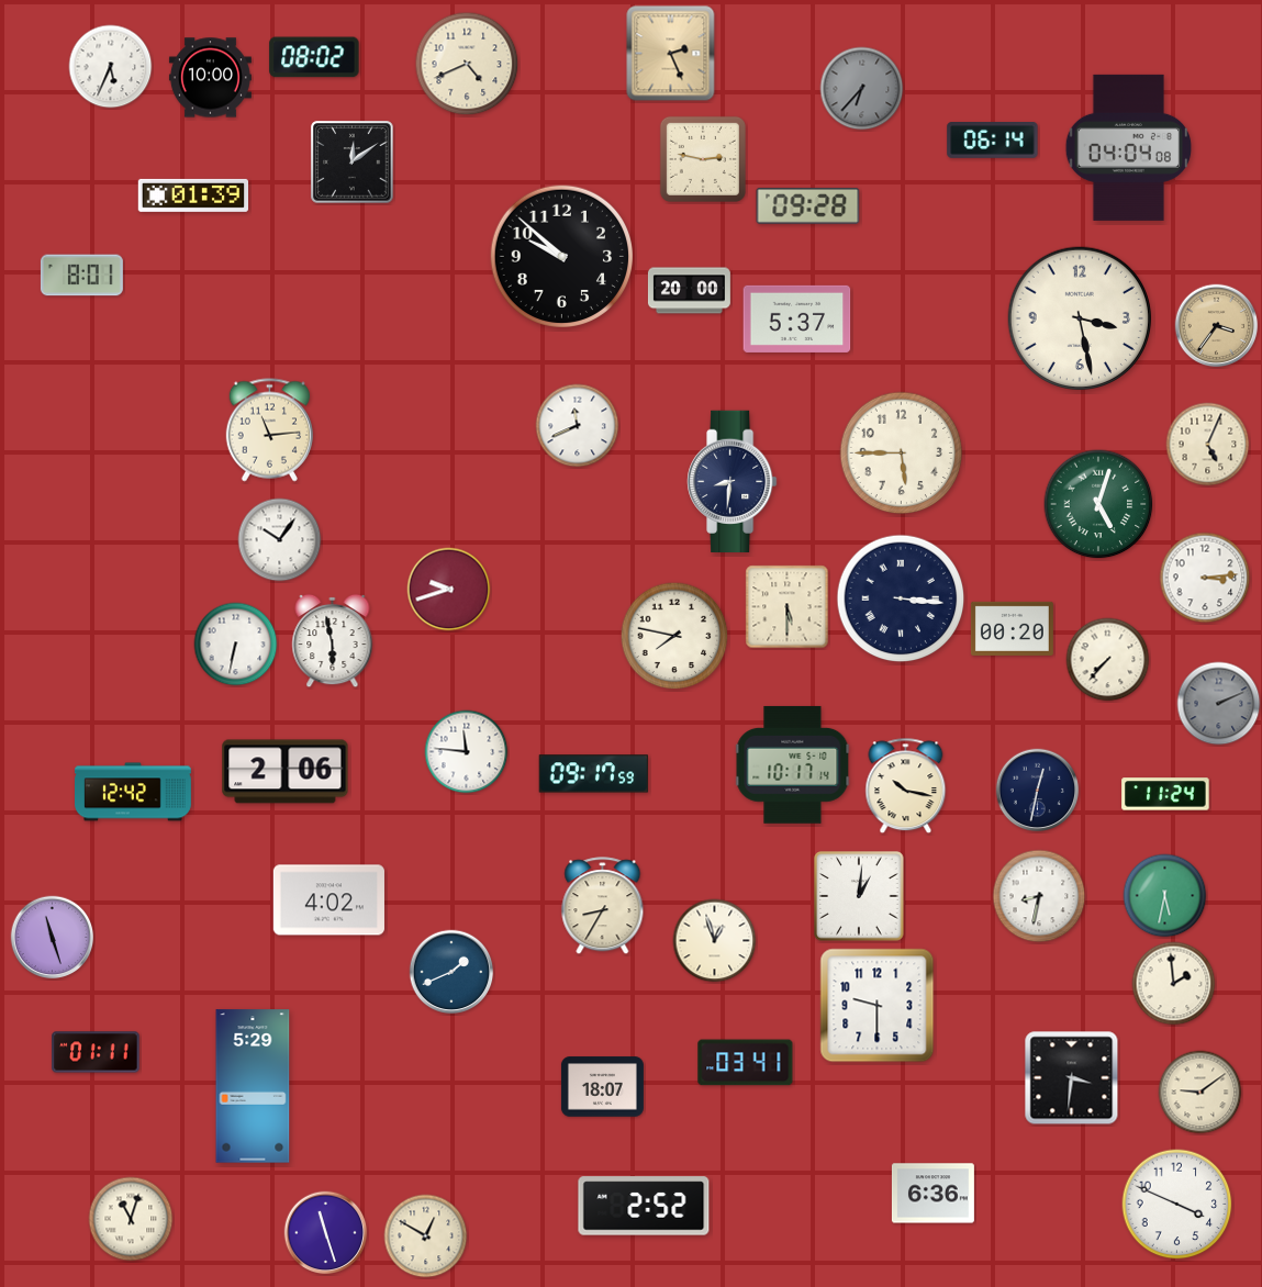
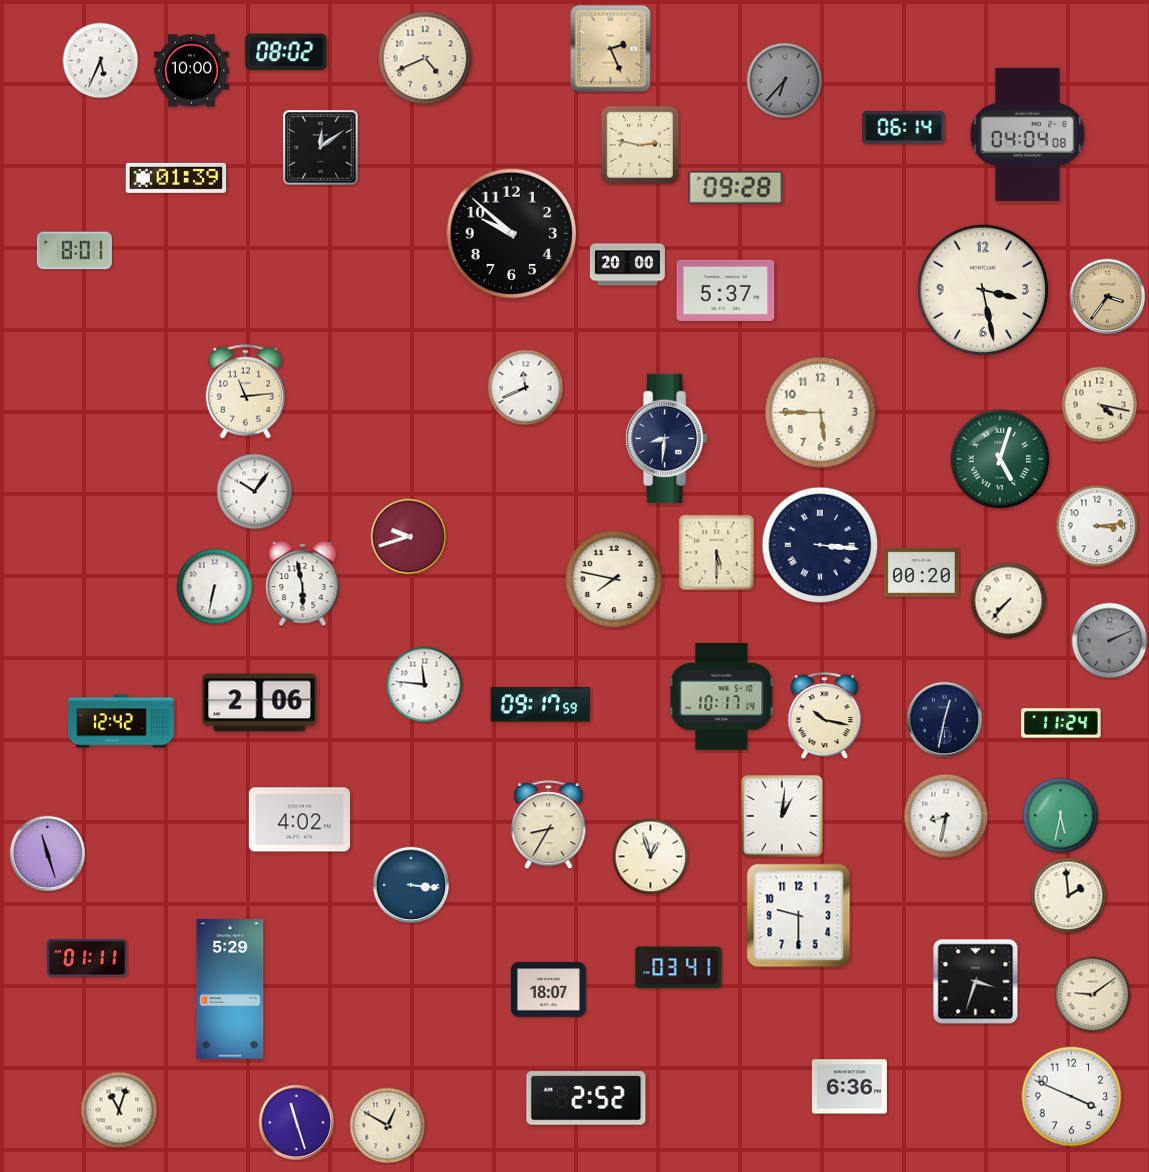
clock at (1208, 445): 5:04 -> 4:17
clock at (451, 972): 1:41 -> 3:16
clock at (1072, 1078): 3:31 -> 3:33
